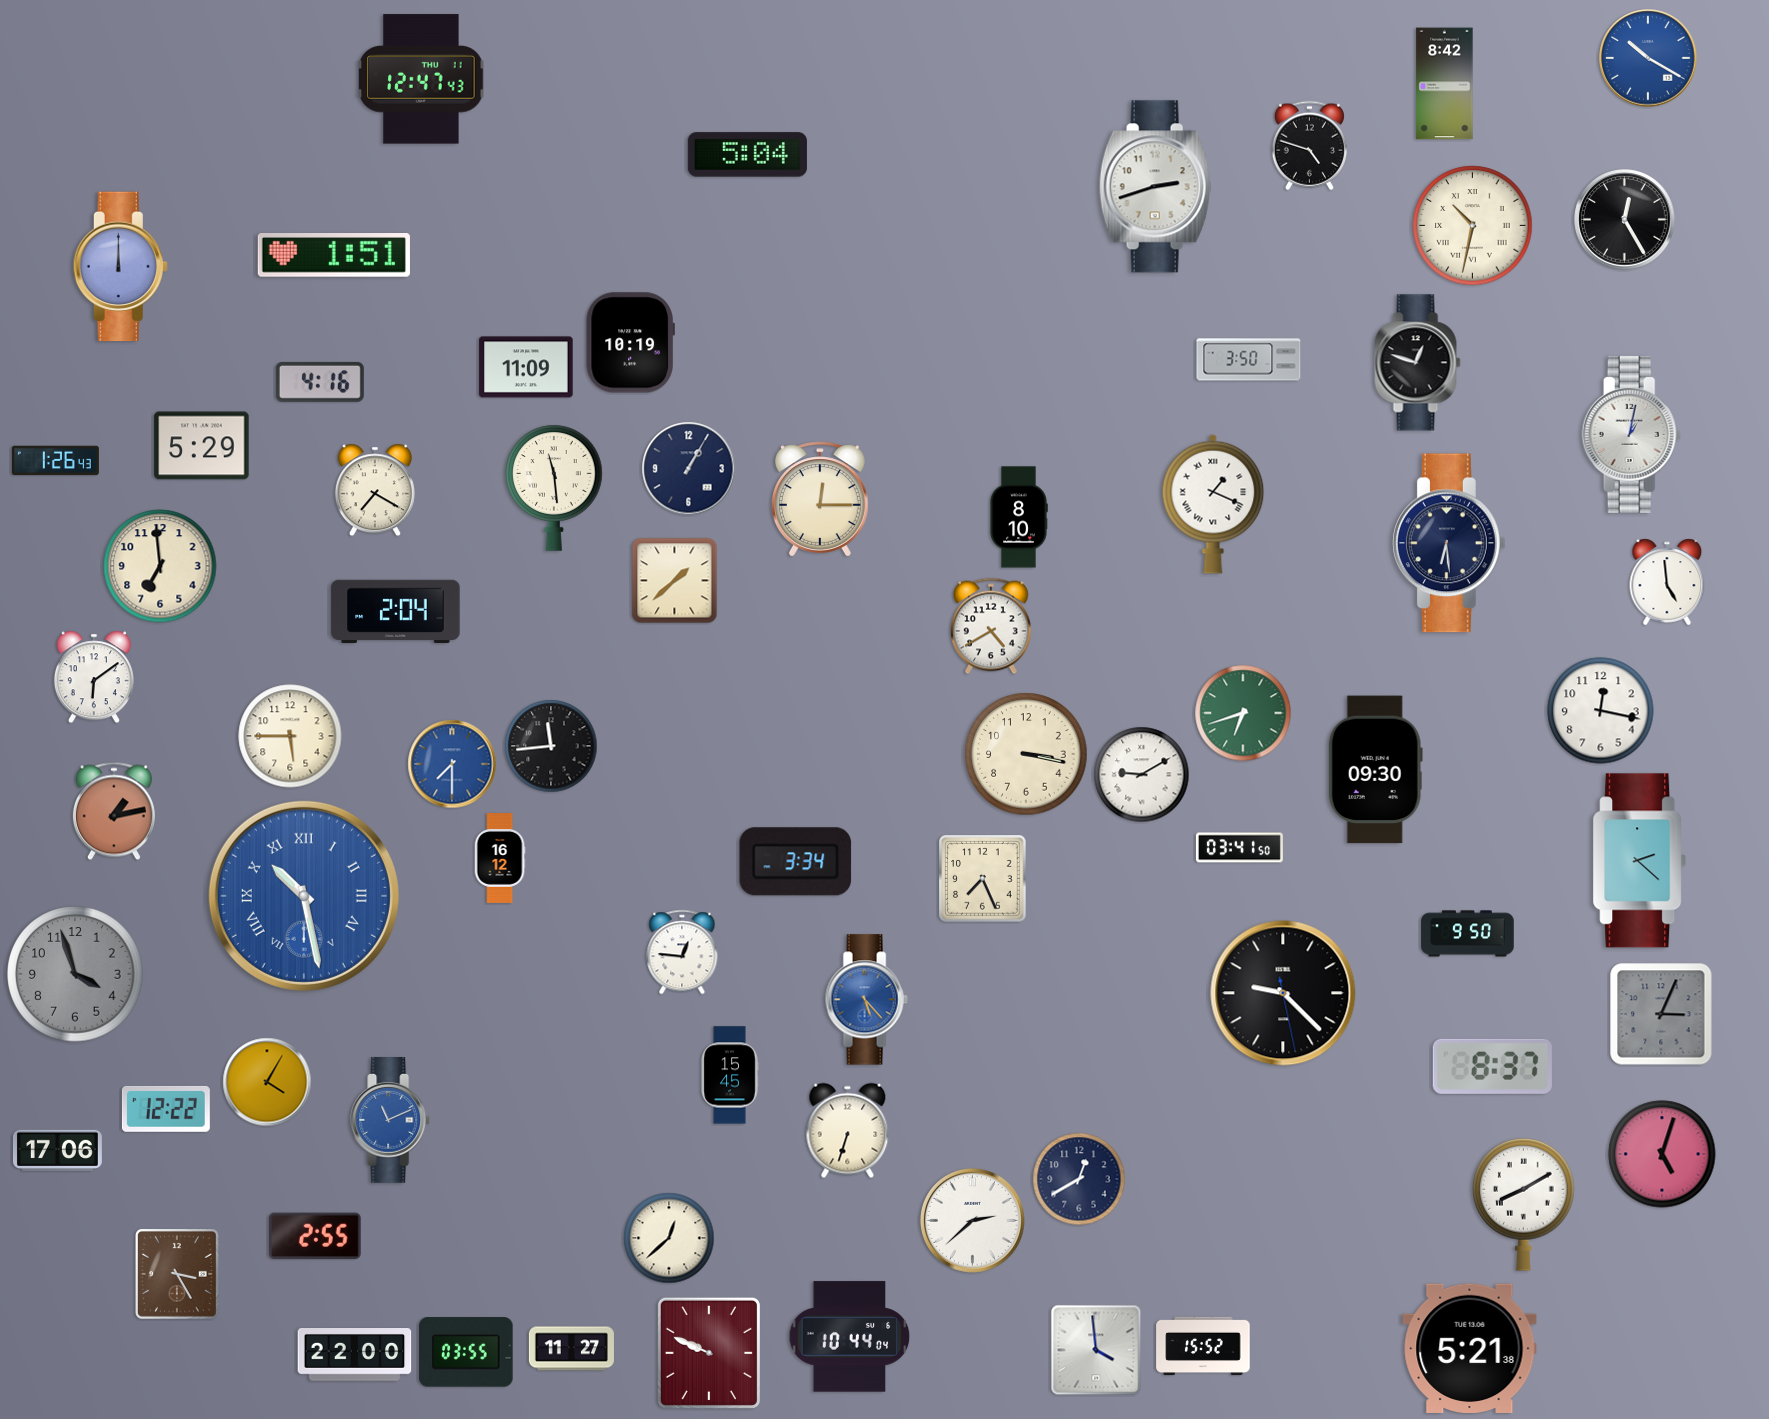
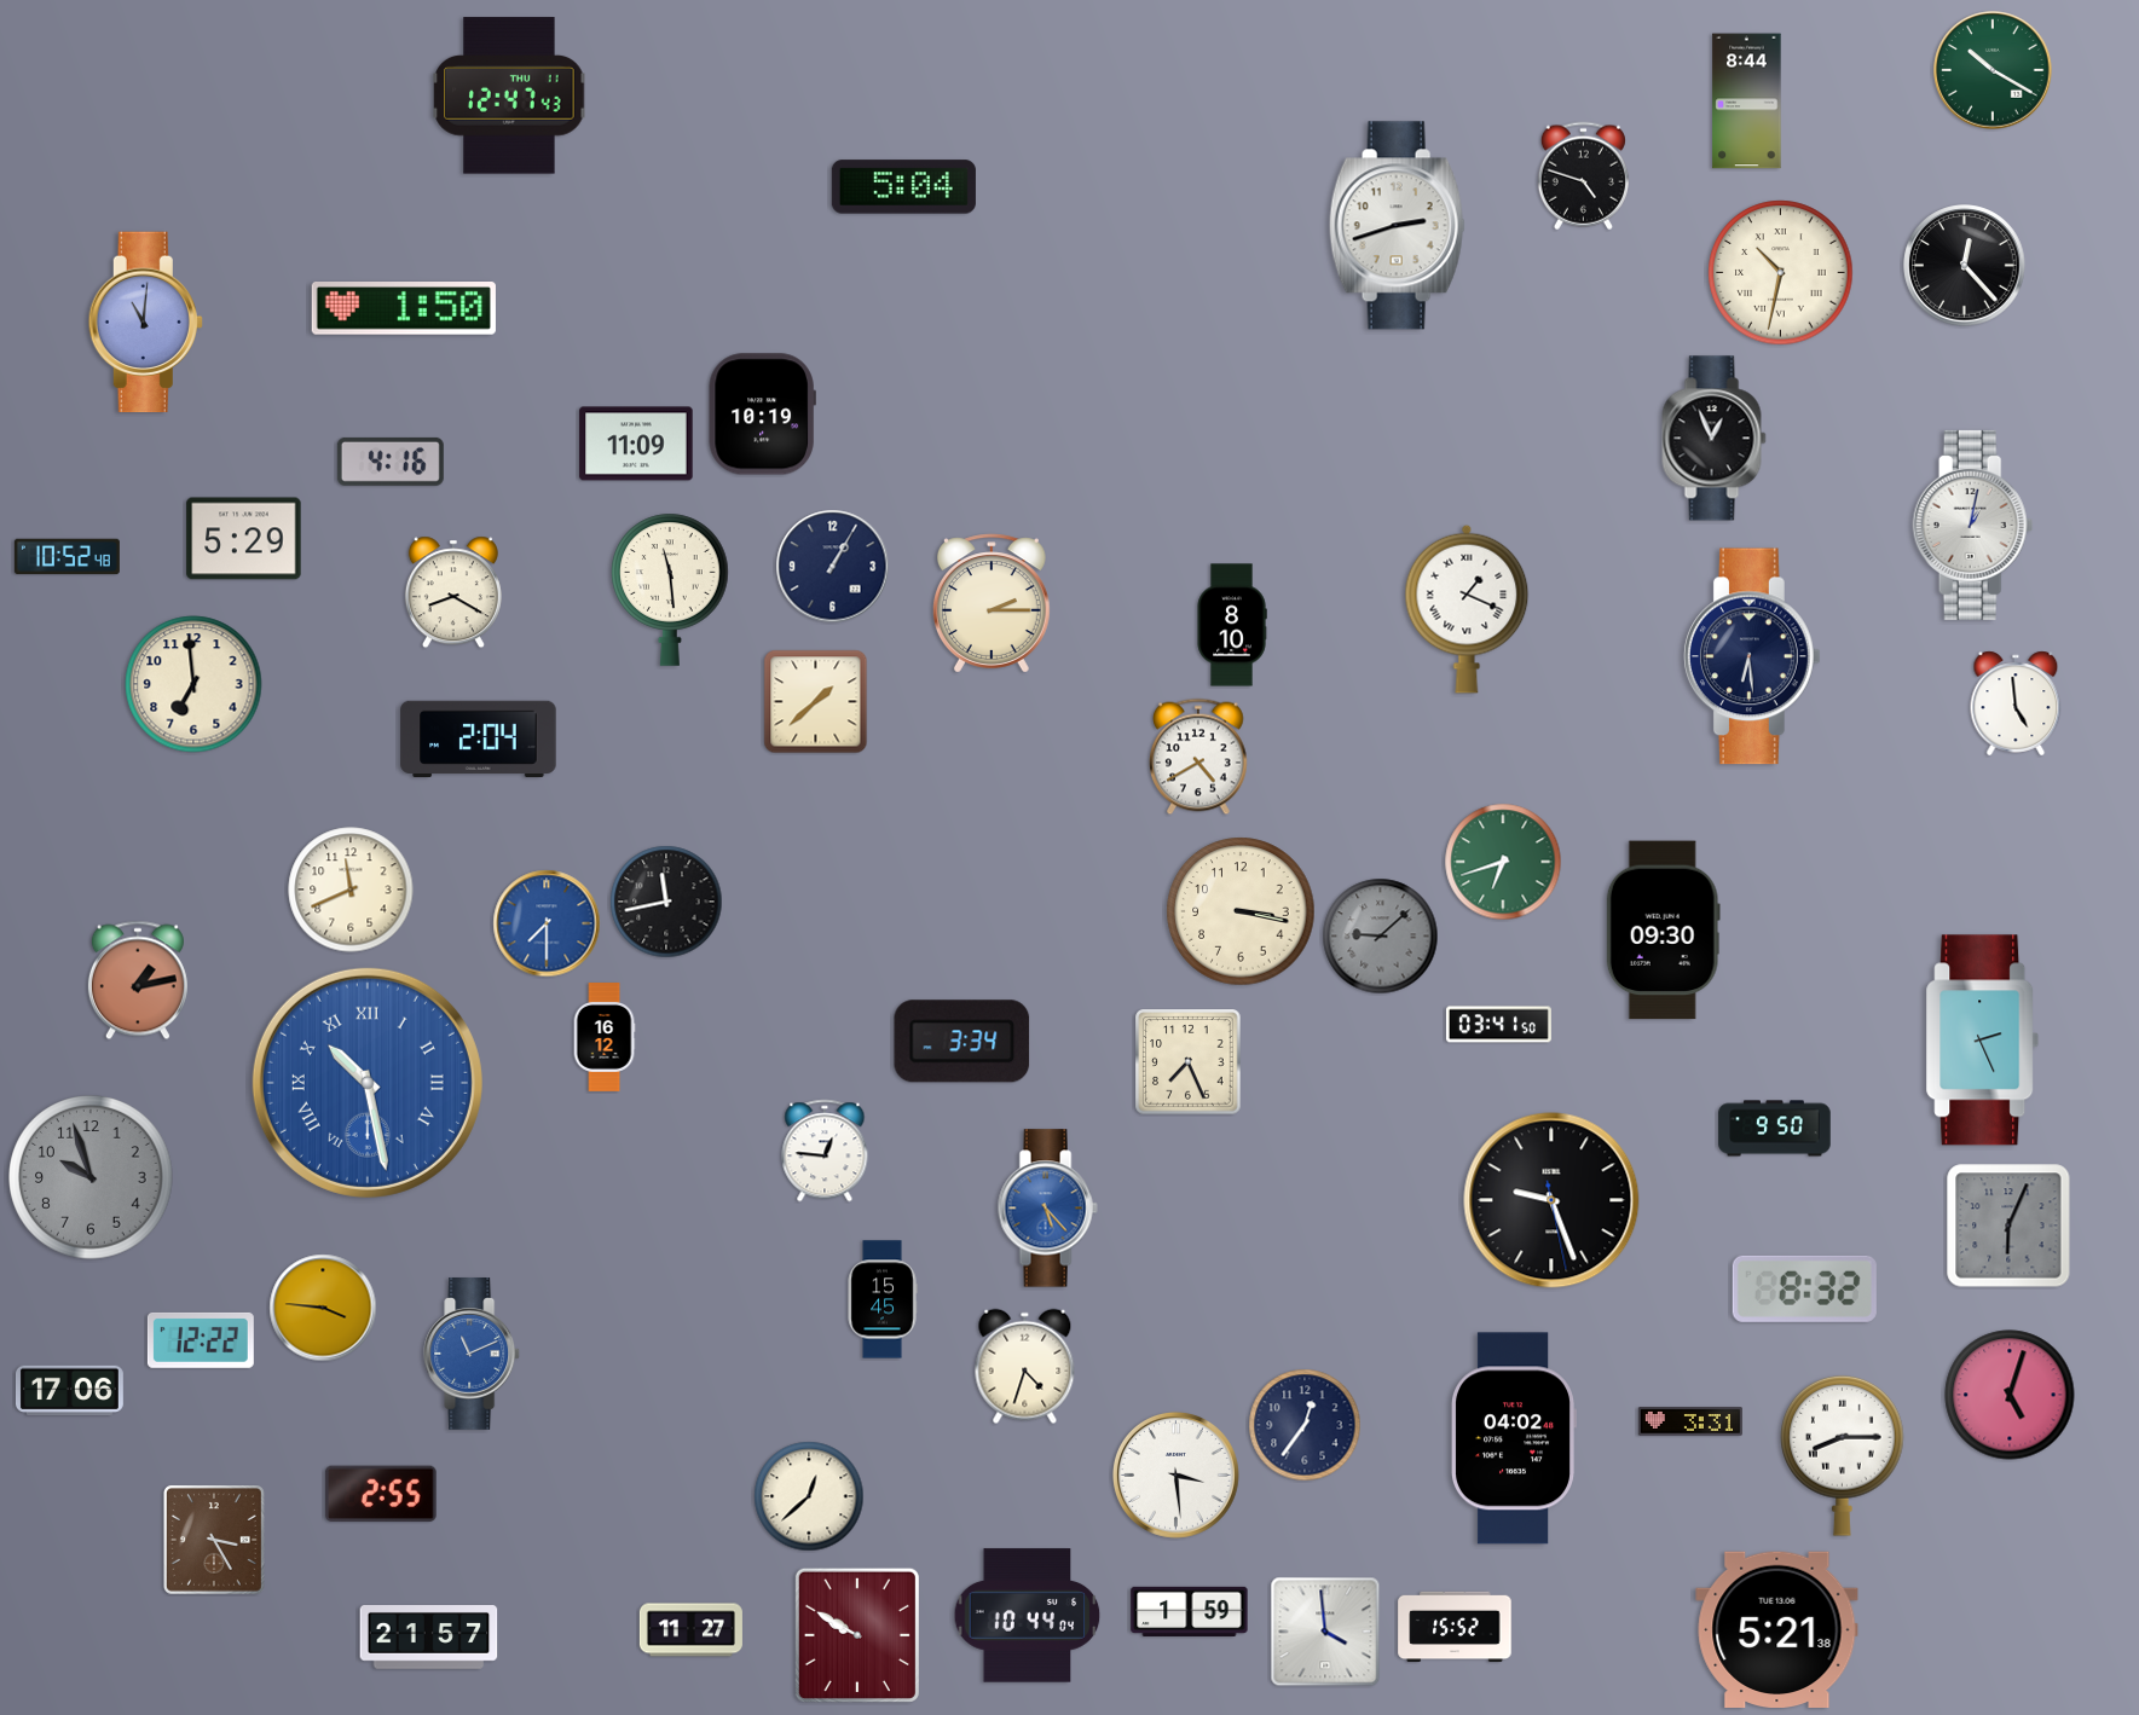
clock at (1648, 58) dial: blue -> green
clock at (1445, 84): 8:42 -> 8:44
clock at (1625, 220): 12:25 -> 12:23
clock at (334, 256): 1:51 -> 1:50
clock at (120, 267): 12:00 -> 11:01
clock at (1249, 360): 3:50 -> none
clock at (1418, 363): 12:48 -> 12:56
clock at (320, 382) position: (320, 382) -> (391, 462)
clock at (55, 461): 1:26 -> 10:52
clock at (375, 490): 7:20 -> 8:20
clock at (820, 499): 12:15 -> 2:15
clock at (94, 677): 6:09 -> none
clock at (1601, 711): 12:17 -> none
clock at (290, 736): 5:45 -> 11:41
clock at (551, 746): 11:44 -> 11:43
clock at (1142, 775): 9:10 -> 9:08
clock at (1142, 775) dial: white -> grey
clock at (1640, 861): 2:22 -> 2:26
clock at (75, 974): 3:57 -> 9:57
clock at (1283, 993): 9:22 -> 9:26
clock at (1661, 1014): 3:04 -> 6:04
clock at (1492, 1066): 8:37 -> 8:32
clock at (267, 1082): 4:05 -> 3:46
clock at (848, 1131): 6:33 -> 4:33
clock at (1690, 1421): none -> 3:31
clock at (1079, 1179): 12:40 -> 12:36
clock at (1514, 1438): none -> 04:02
clock at (1524, 1204): 8:10 -> 8:15
clock at (972, 1221): 2:38 -> 3:29
clock at (1190, 1611): none -> 1:59
clock at (466, 1352): 03:55 -> none
clock at (709, 1353): 9:49 -> 9:50
clock at (355, 1355): 22:00 -> 21:57
